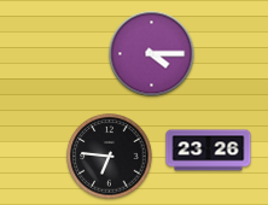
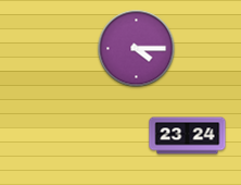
clock at (209, 151): 23:26 -> 23:24
clock at (110, 157): 6:46 -> none
